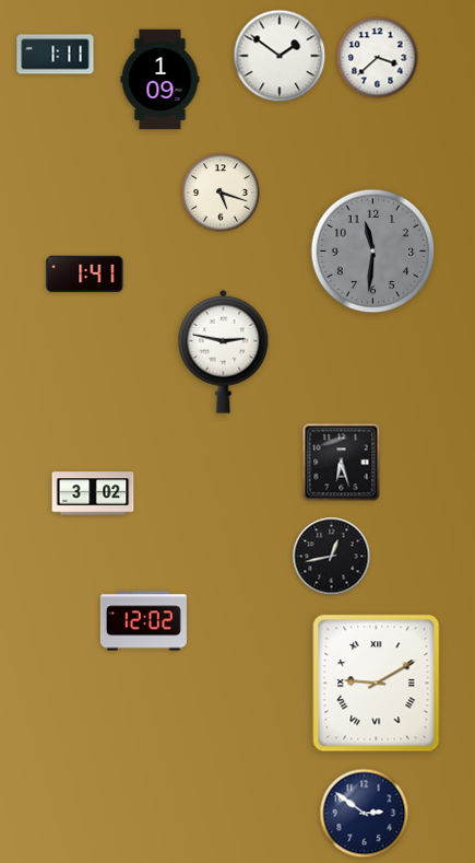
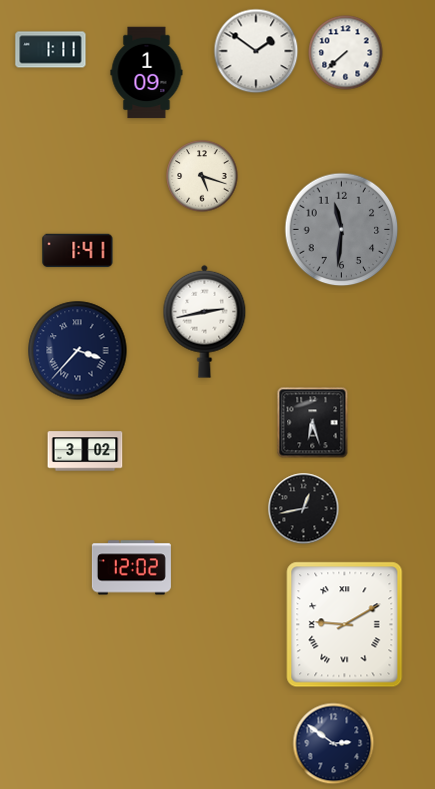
clock at (378, 58): 3:38 -> 7:38
clock at (224, 351): 2:47 -> 2:43
clock at (78, 351): none -> 3:37
